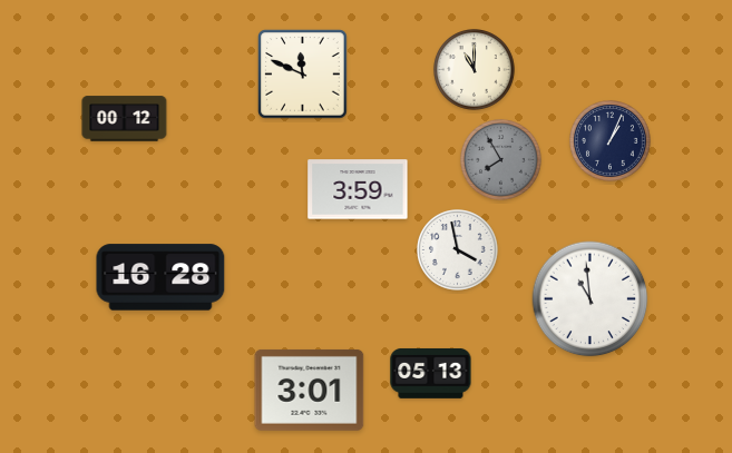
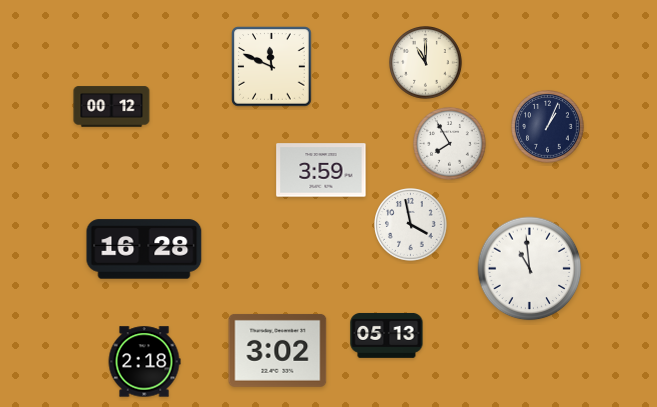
clock at (501, 160) dial: grey -> white
clock at (310, 390): 3:01 -> 3:02
clock at (144, 362): none -> 2:18
